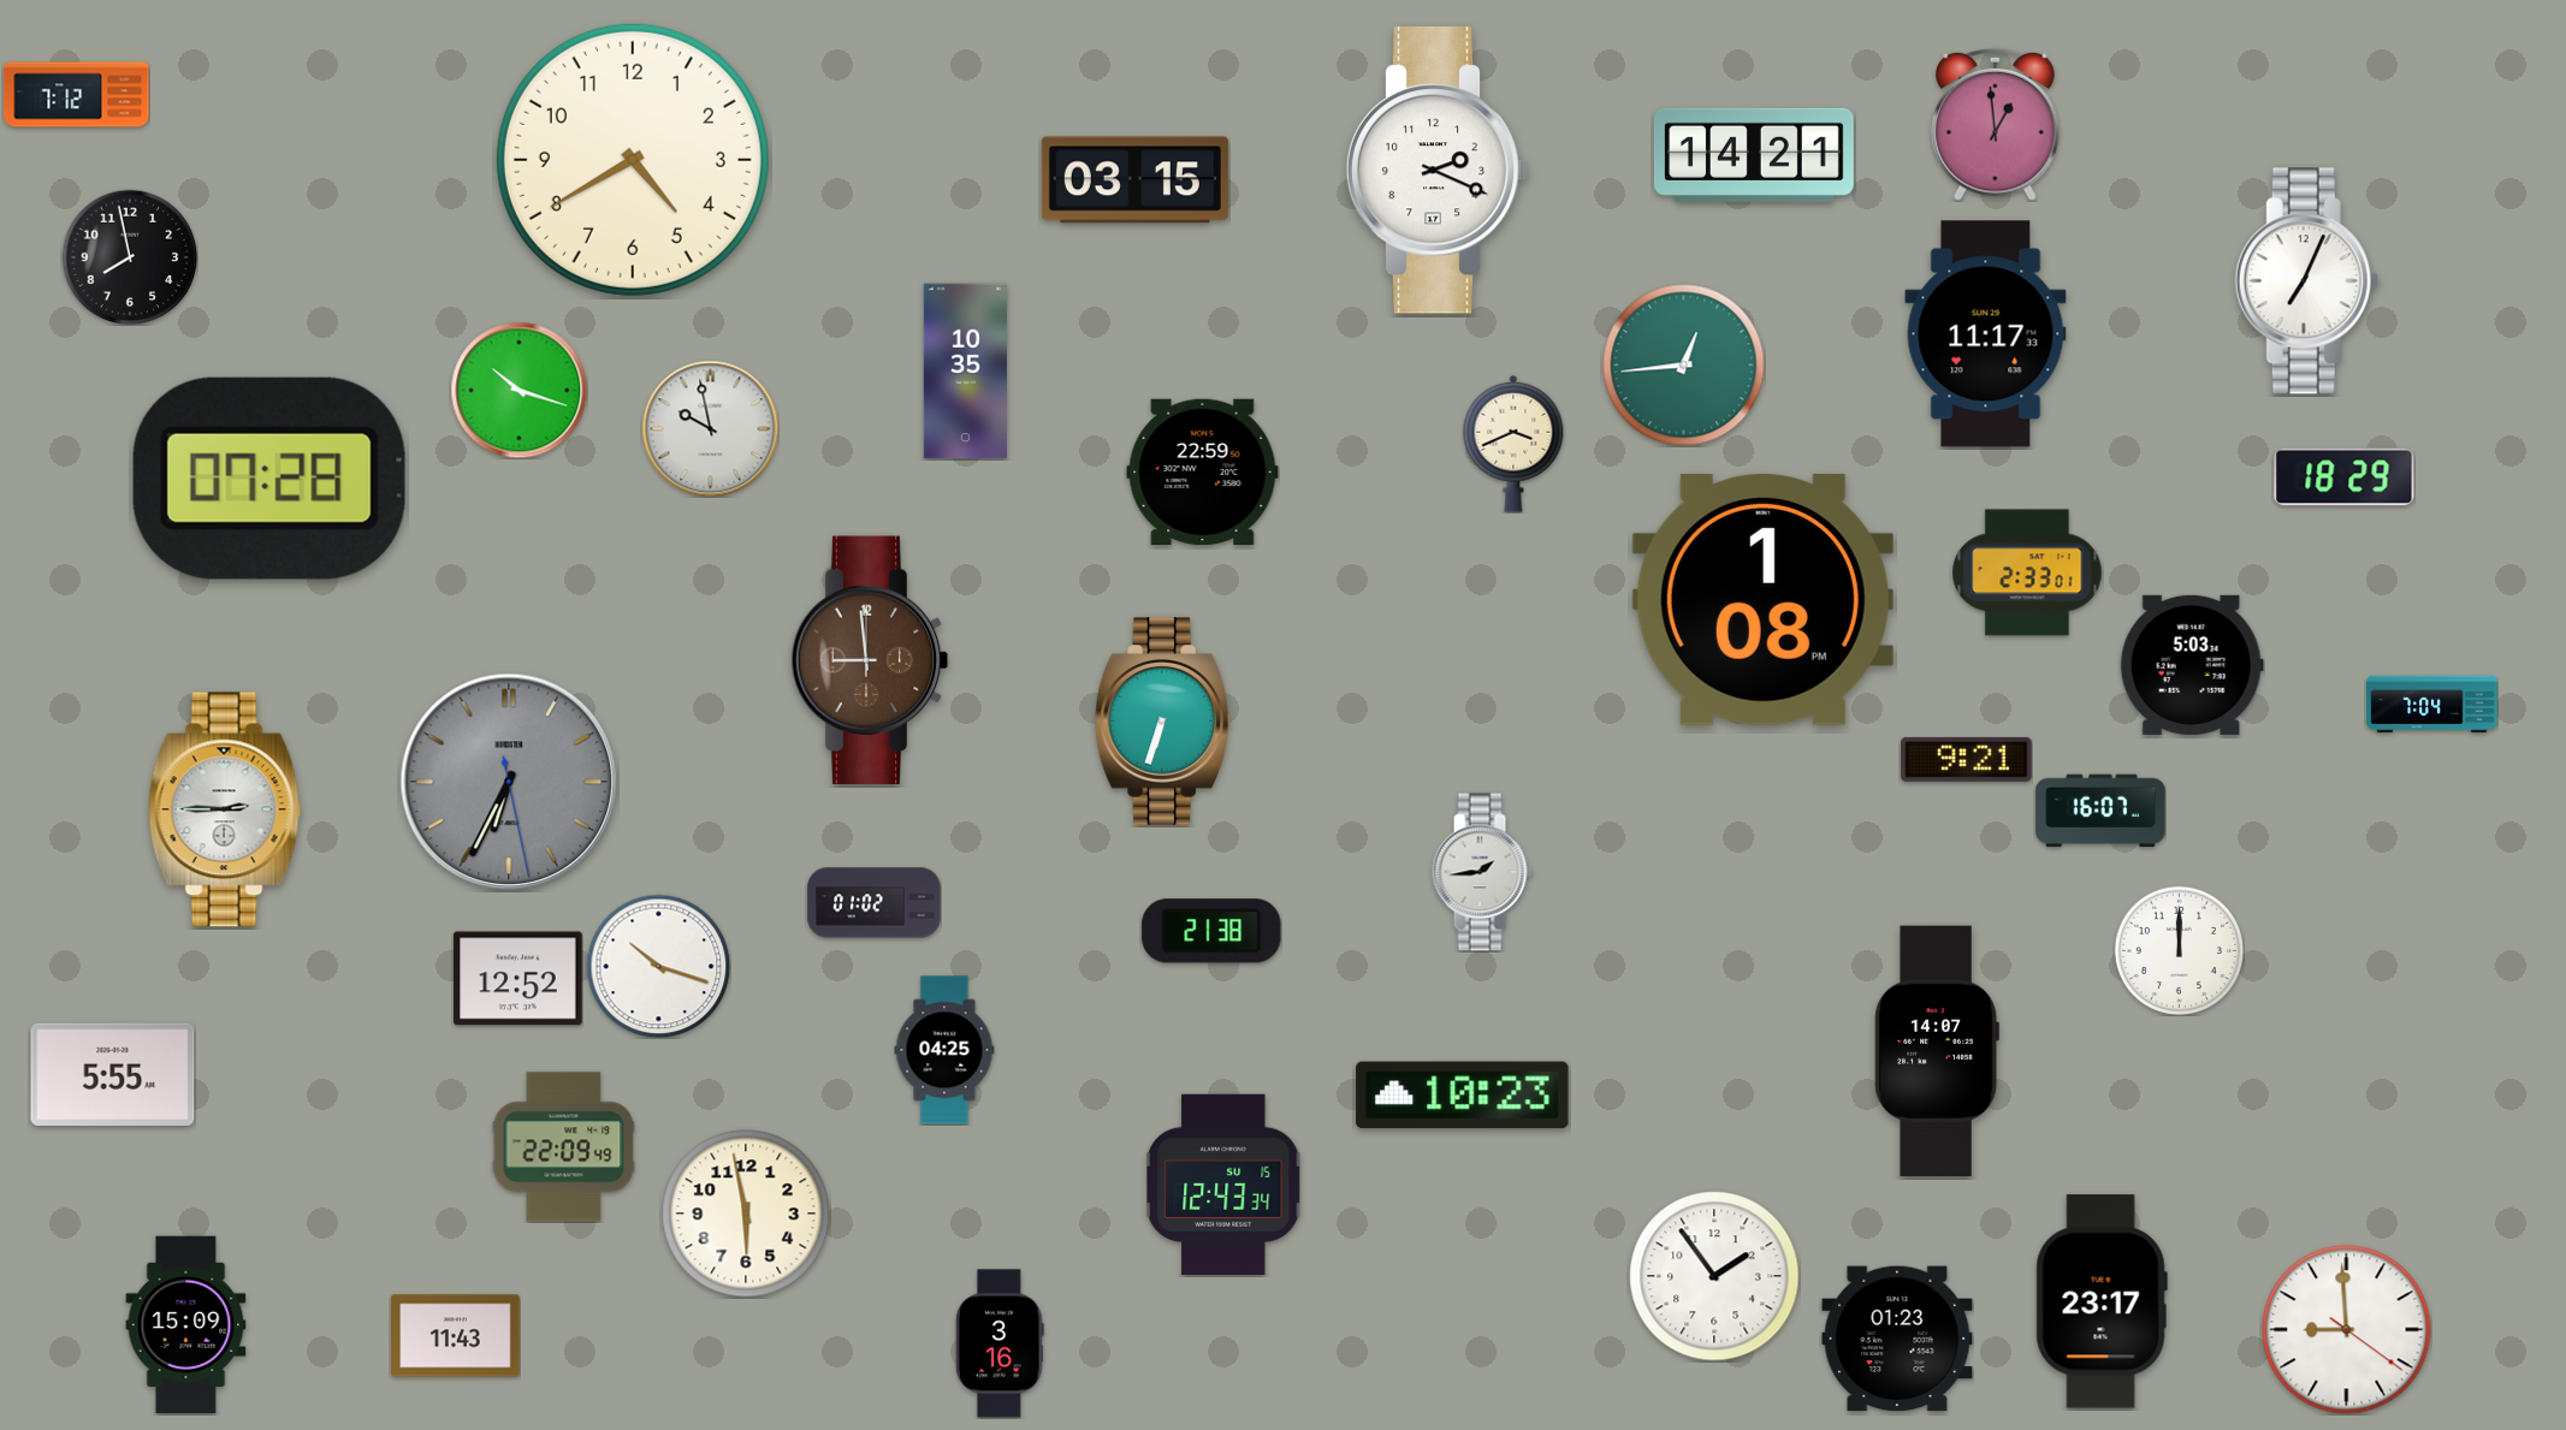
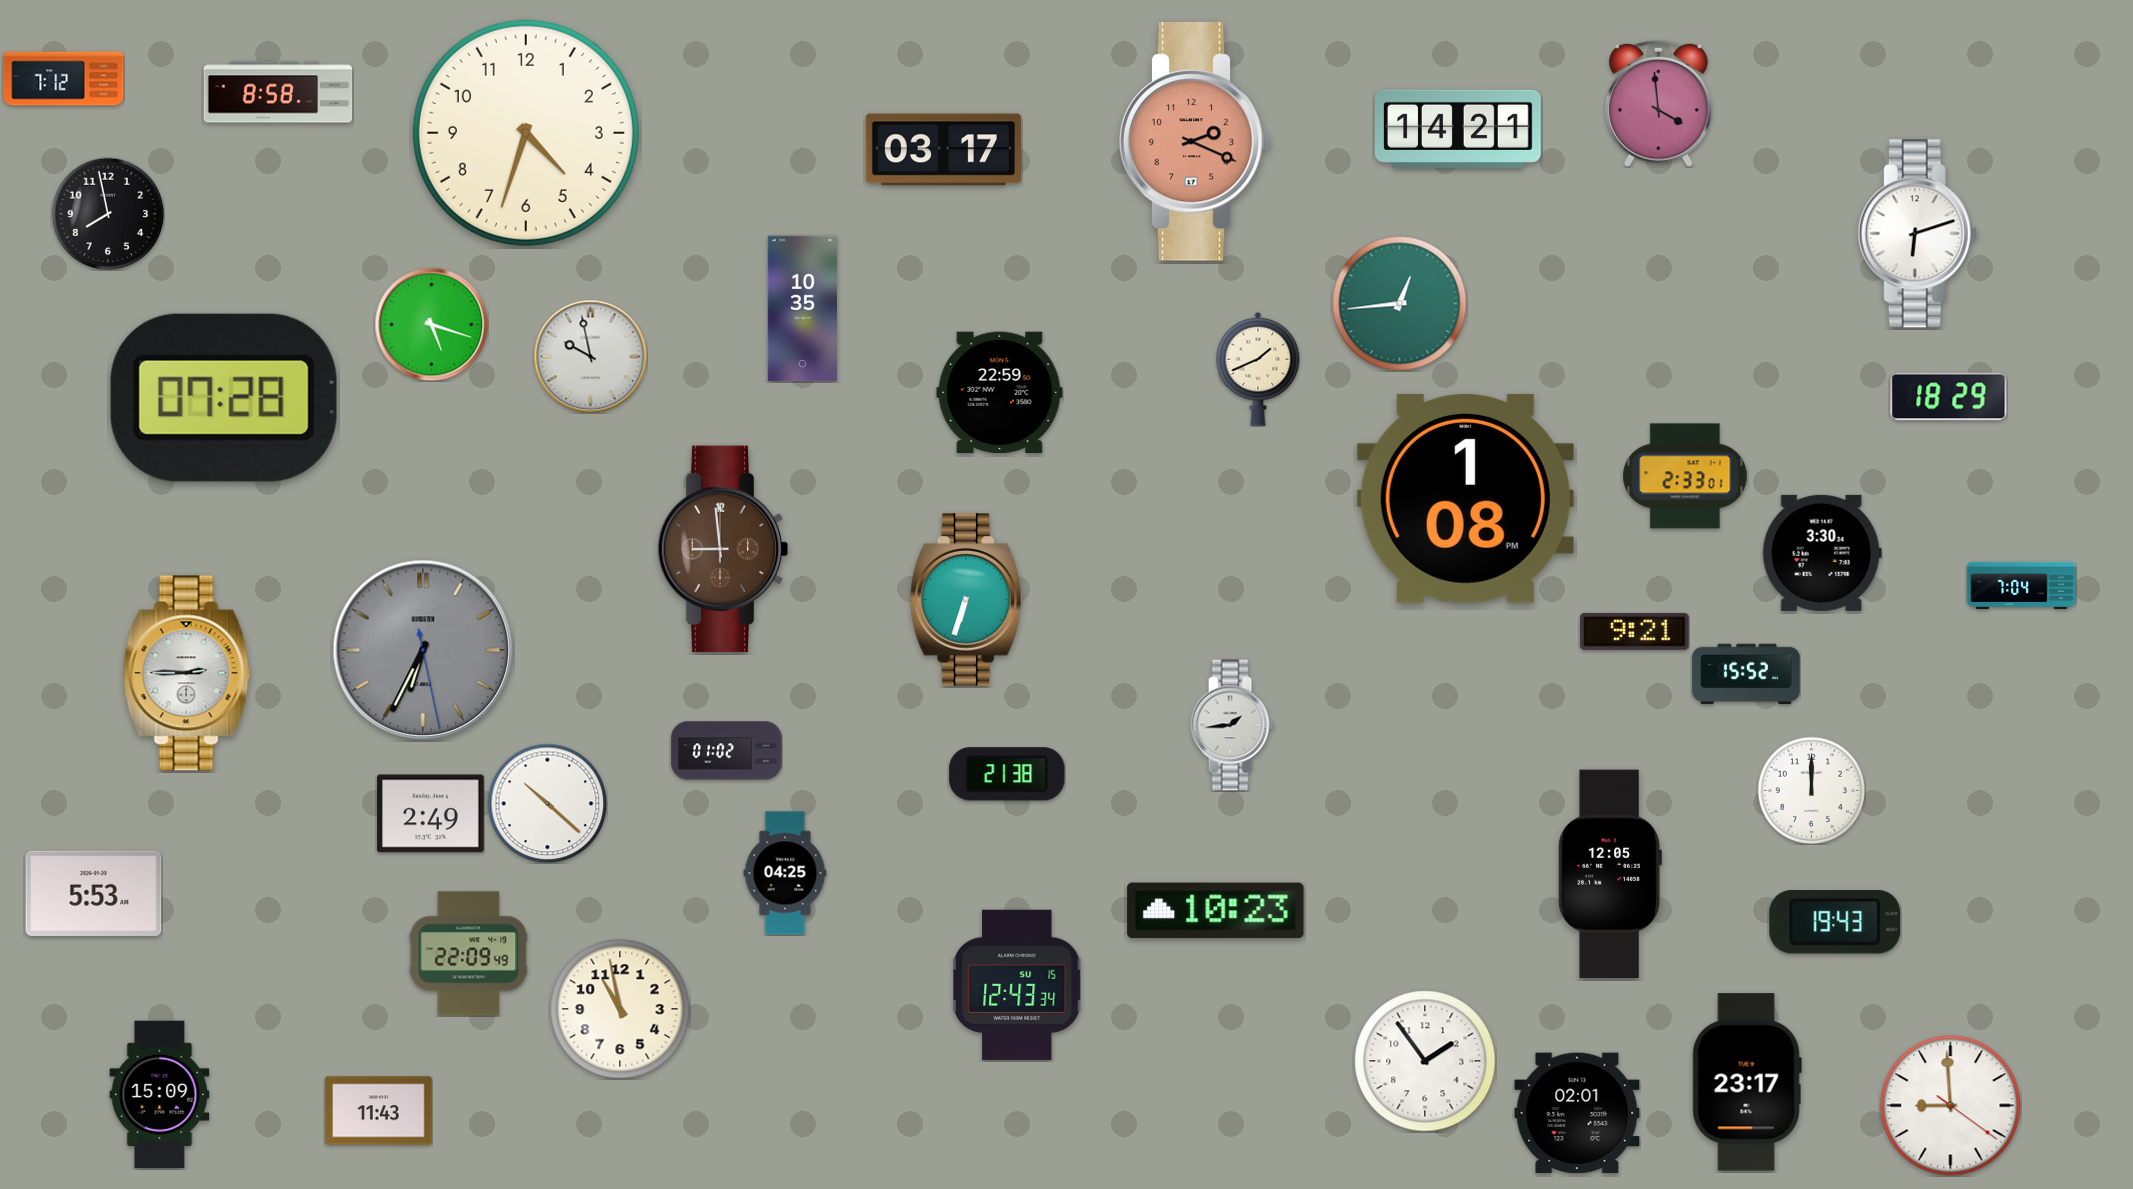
clock at (278, 92): none -> 8:58
clock at (1996, 124): 12:59 -> 3:59
clock at (633, 160): 4:40 -> 4:33
clock at (1438, 171) dial: white -> salmon
clock at (1134, 180): 03:15 -> 03:17
clock at (2306, 281): 7:04 -> 6:12
clock at (1986, 334): 11:17 -> none
clock at (518, 390): 10:18 -> 5:18
clock at (1513, 444): 3:41 -> 1:41
clock at (2192, 665): 5:03 -> 3:30
clock at (2100, 811): 16:07 -> 15:52
clock at (658, 966): 10:18 -> 10:22
clock at (518, 979): 12:52 -> 2:49
clock at (1937, 1051): 14:07 -> 12:05
clock at (113, 1074): 5:55 -> 5:53
clock at (1835, 922): none -> 19:43
clock at (746, 1214): 5:58 -> 10:58
clock at (186, 1325) position: (186, 1325) -> (160, 1095)
clock at (1897, 1339): 01:23 -> 02:01
clock at (1000, 1343): 3:16 -> none
